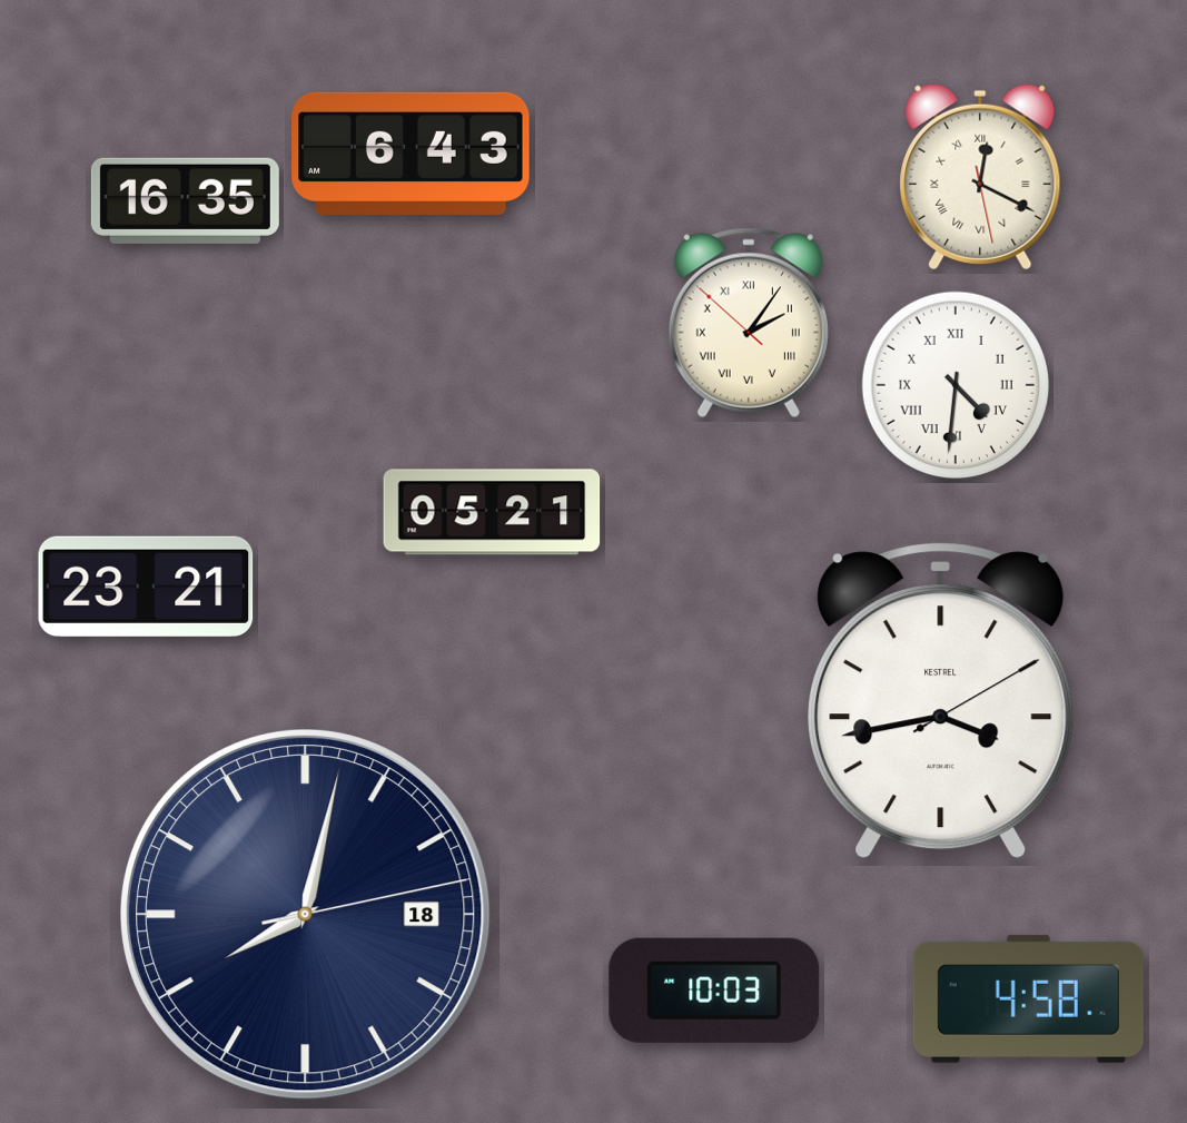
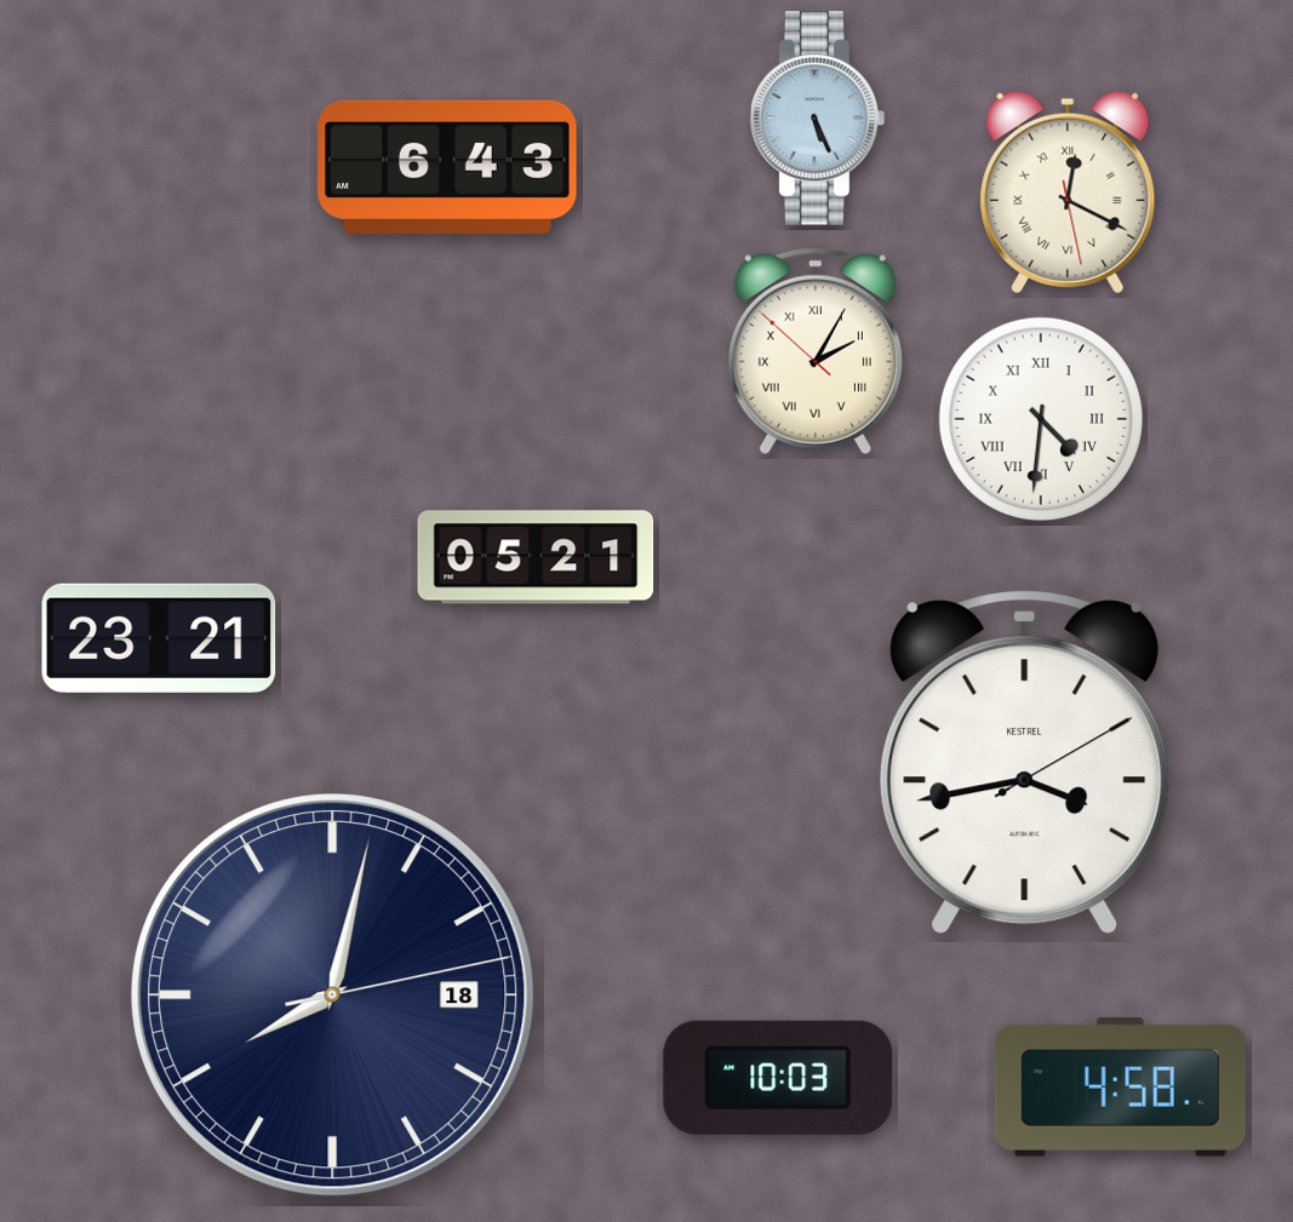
clock at (818, 119): none -> 5:26
clock at (185, 200): 16:35 -> none
clock at (749, 323): 2:05 -> 2:04
